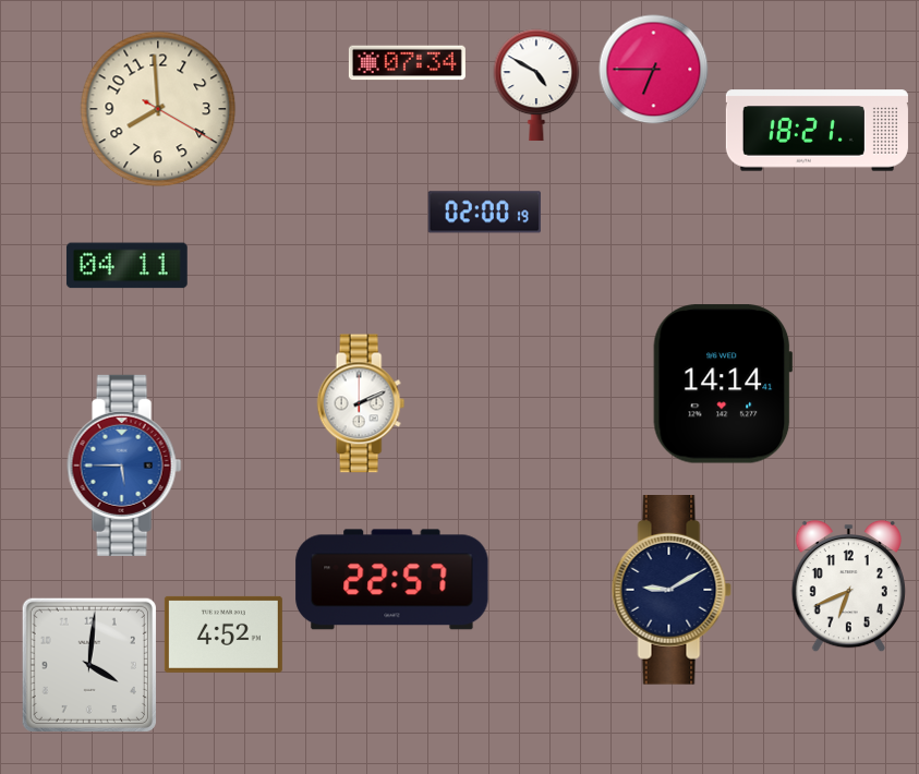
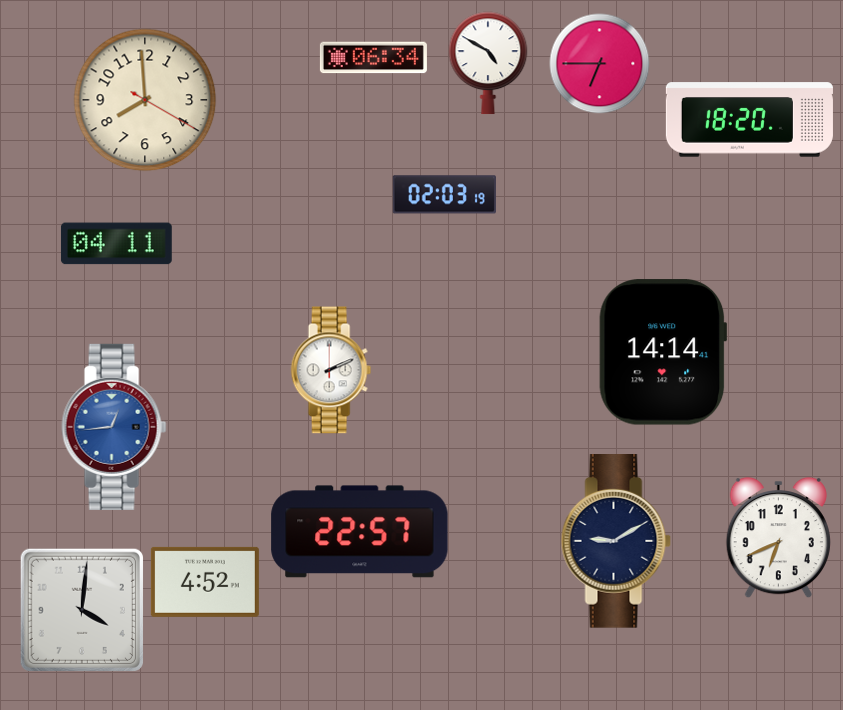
clock at (407, 63): 07:34 -> 06:34
clock at (536, 85) position: (536, 85) -> (488, 63)
clock at (817, 131): 18:21 -> 18:20
clock at (484, 213): 02:00 -> 02:03
clock at (124, 465): 5:45 -> 12:44
